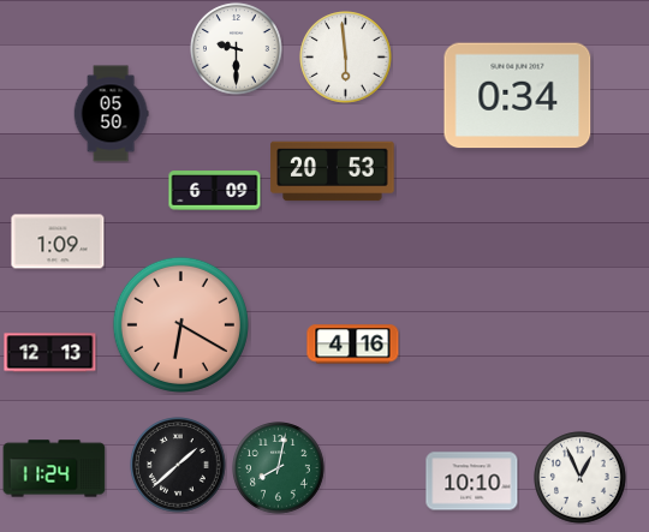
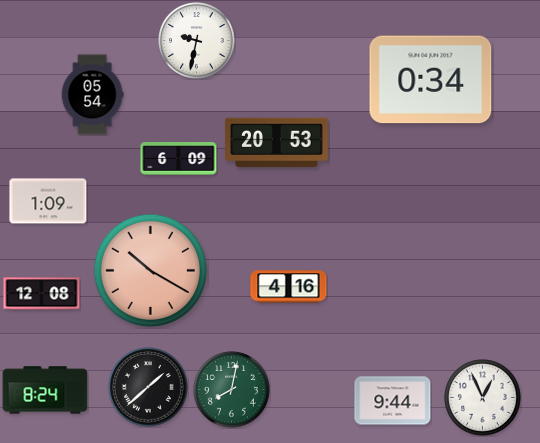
clock at (237, 49): 9:30 -> 9:32
clock at (346, 58): 5:59 -> none
clock at (111, 114): 05:50 -> 05:54
clock at (180, 324): 6:20 -> 10:20
clock at (353, 345) position: (353, 345) -> (289, 287)
clock at (50, 353): 12:13 -> 12:08
clock at (54, 468): 11:24 -> 8:24
clock at (472, 482): 10:10 -> 9:44
